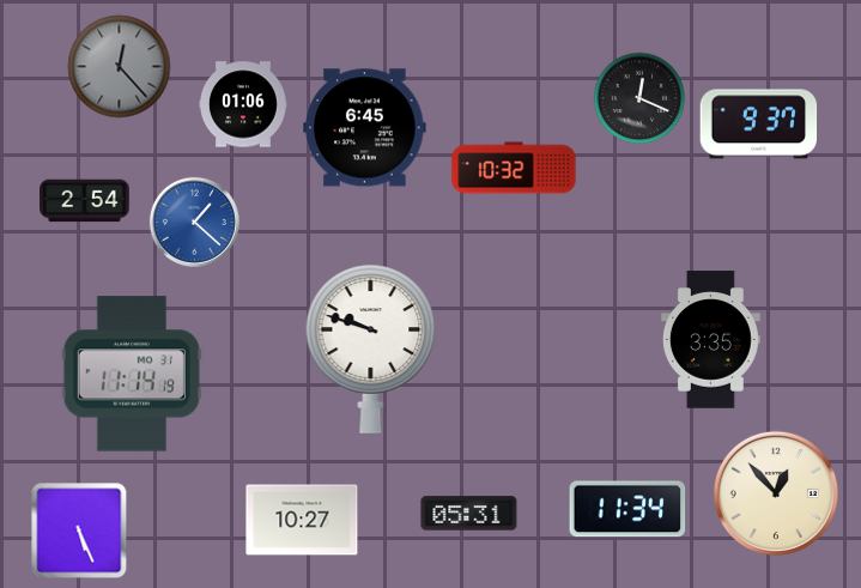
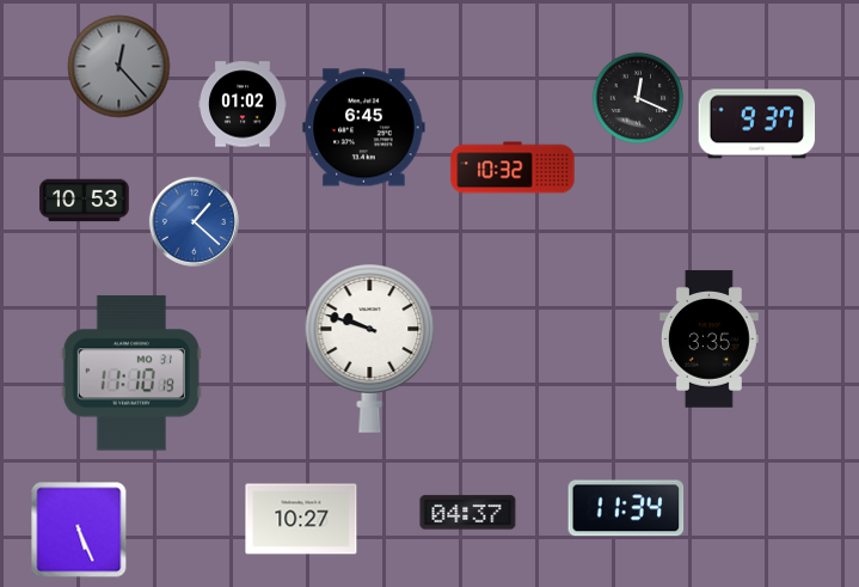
clock at (244, 104): 01:06 -> 01:02
clock at (85, 201): 2:54 -> 10:53
clock at (132, 374): 11:14 -> 11:10
clock at (776, 493): 12:53 -> none
clock at (469, 514): 05:31 -> 04:37
